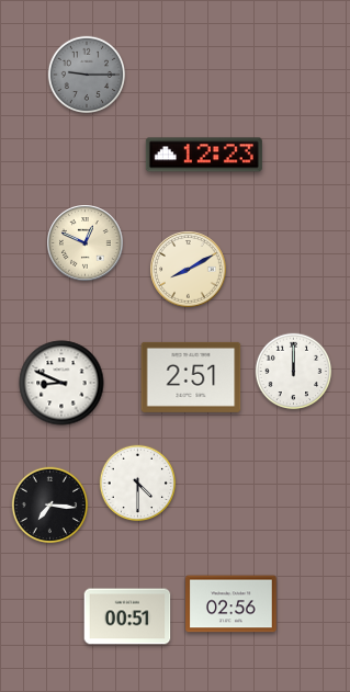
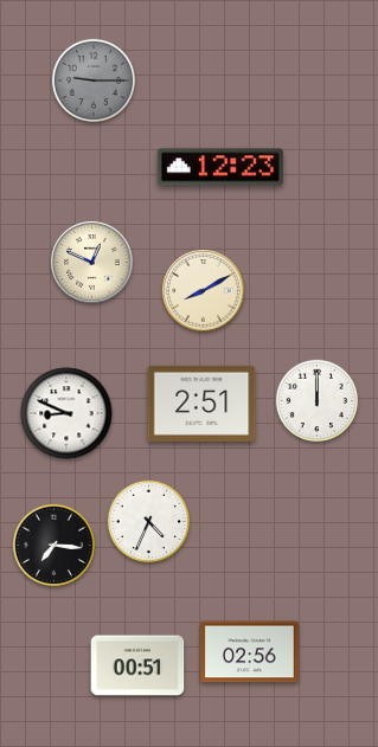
clock at (191, 377) position: (191, 377) -> (201, 404)
clock at (138, 484): 4:30 -> 4:34
